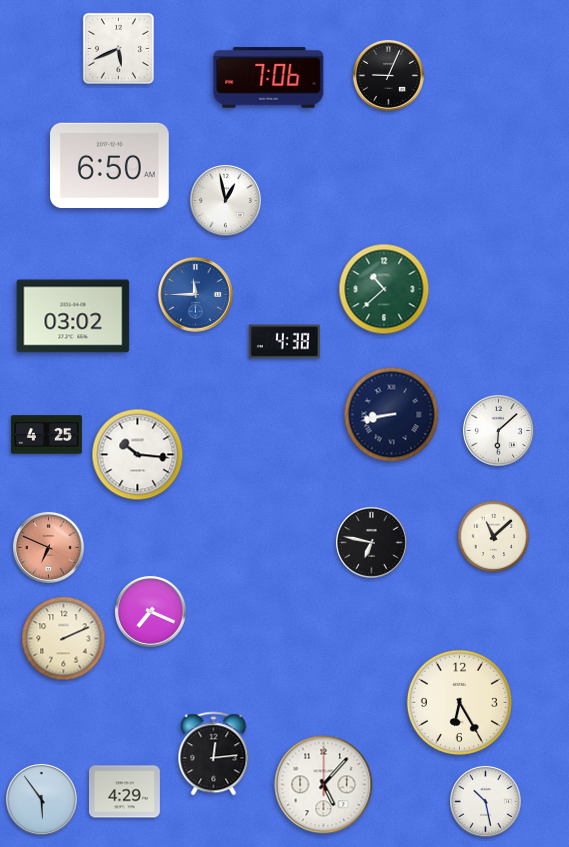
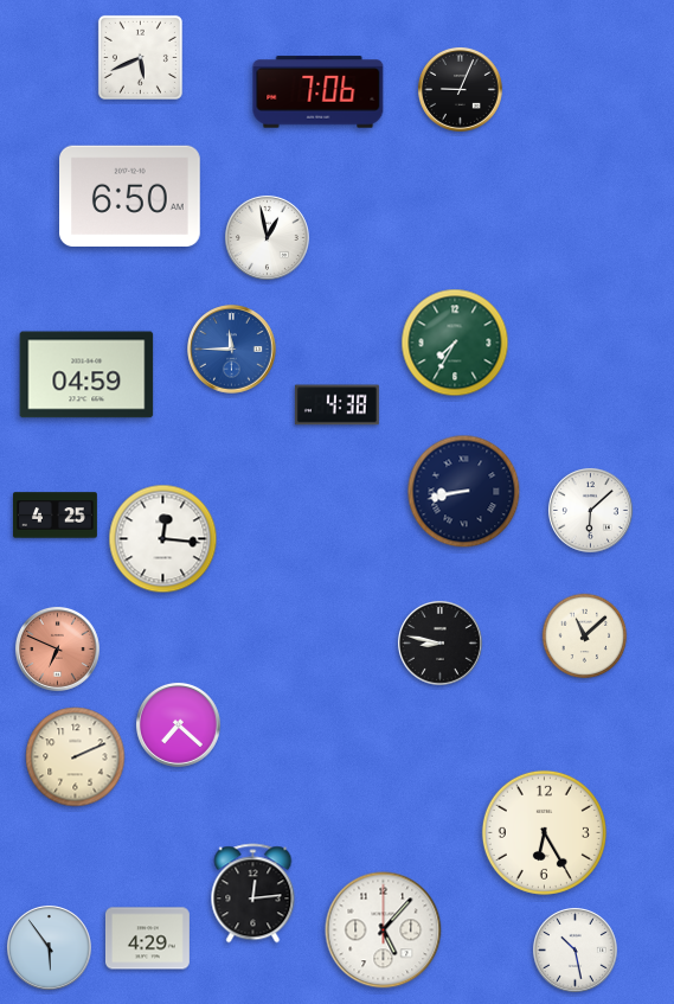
clock at (384, 289): 10:38 -> 7:35
clock at (73, 316): 03:02 -> 04:59
clock at (138, 455): 10:16 -> 12:16
clock at (371, 542): 6:47 -> 8:47
clock at (150, 611): 7:19 -> 7:22
